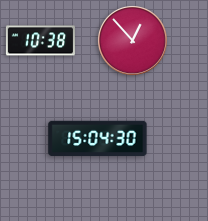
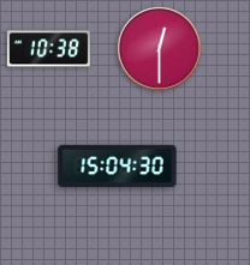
clock at (132, 40): 12:53 -> 12:30
